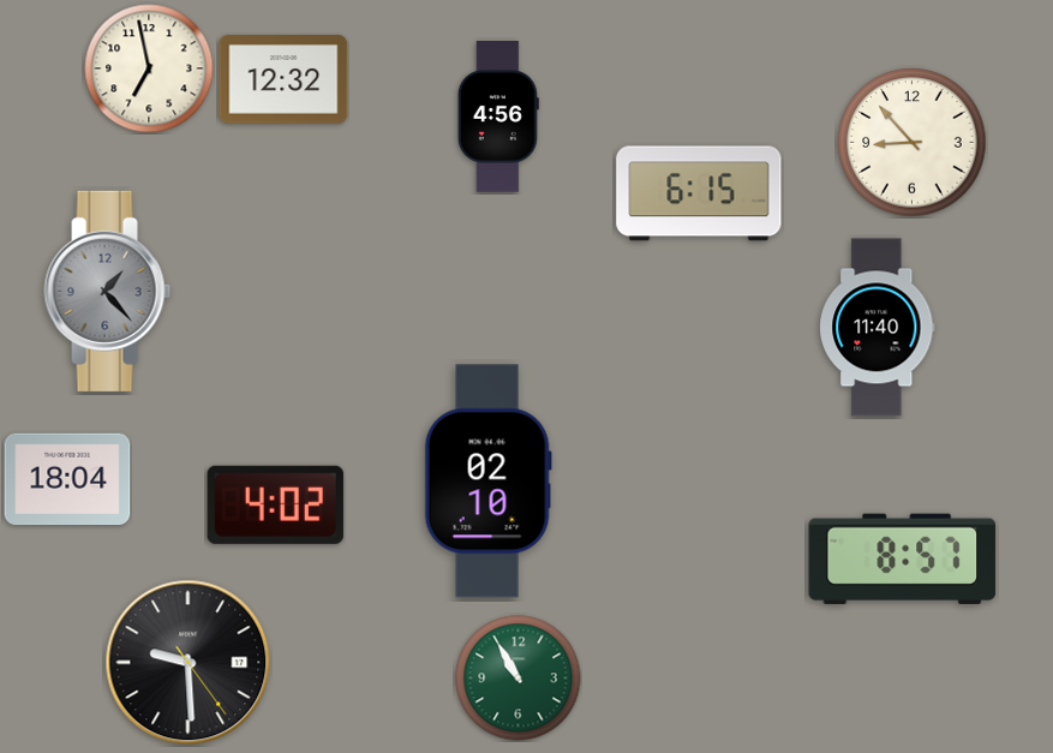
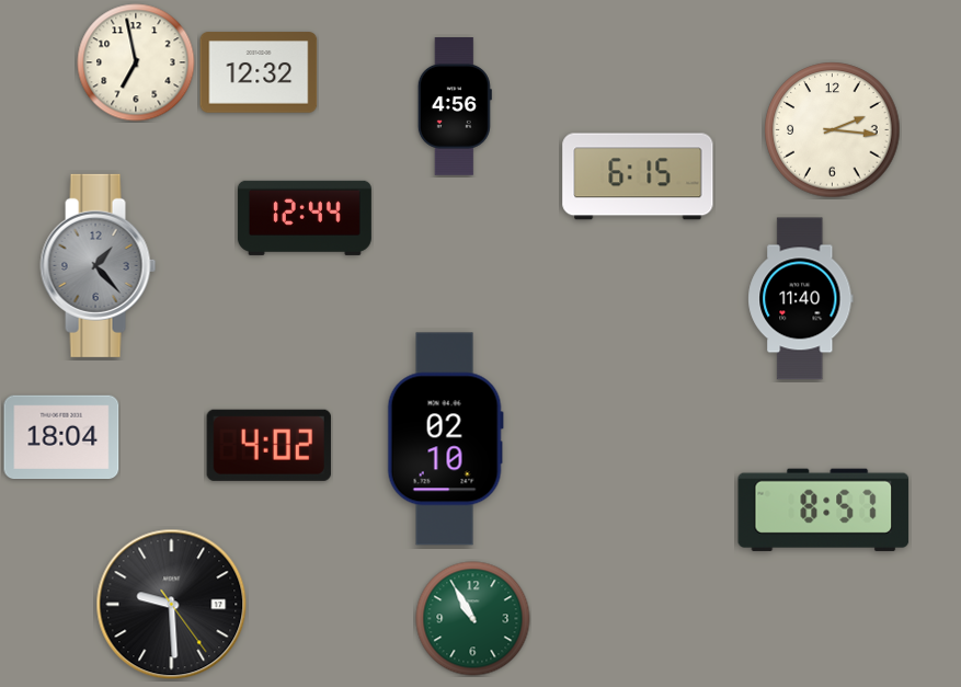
clock at (913, 143): 8:53 -> 2:16
clock at (305, 218): none -> 12:44
clock at (275, 504) position: (275, 504) -> (268, 445)
